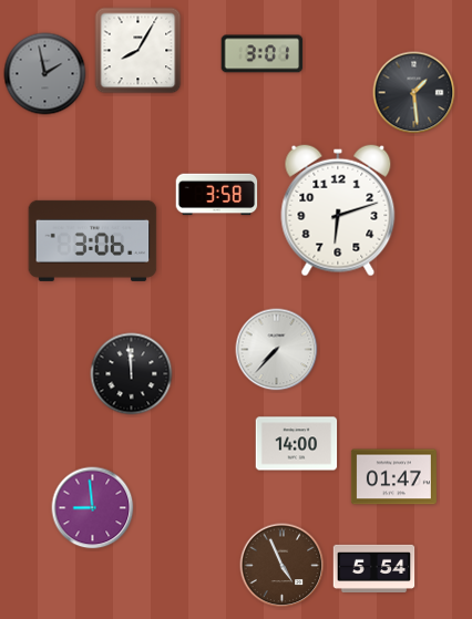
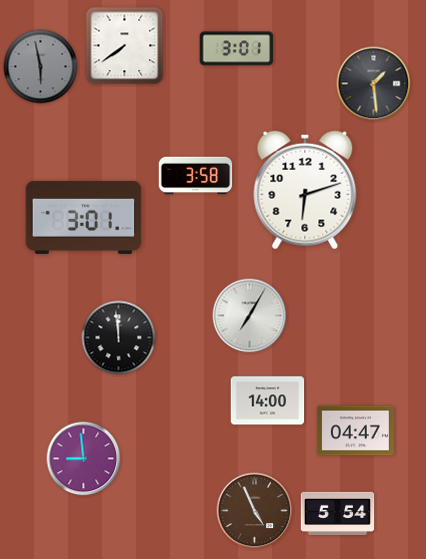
clock at (138, 51): 8:05 -> 7:39
clock at (45, 74): 1:58 -> 5:58
clock at (93, 240): 3:06 -> 3:01
clock at (277, 350): 7:37 -> 7:05
clock at (393, 477): 01:47 -> 04:47
